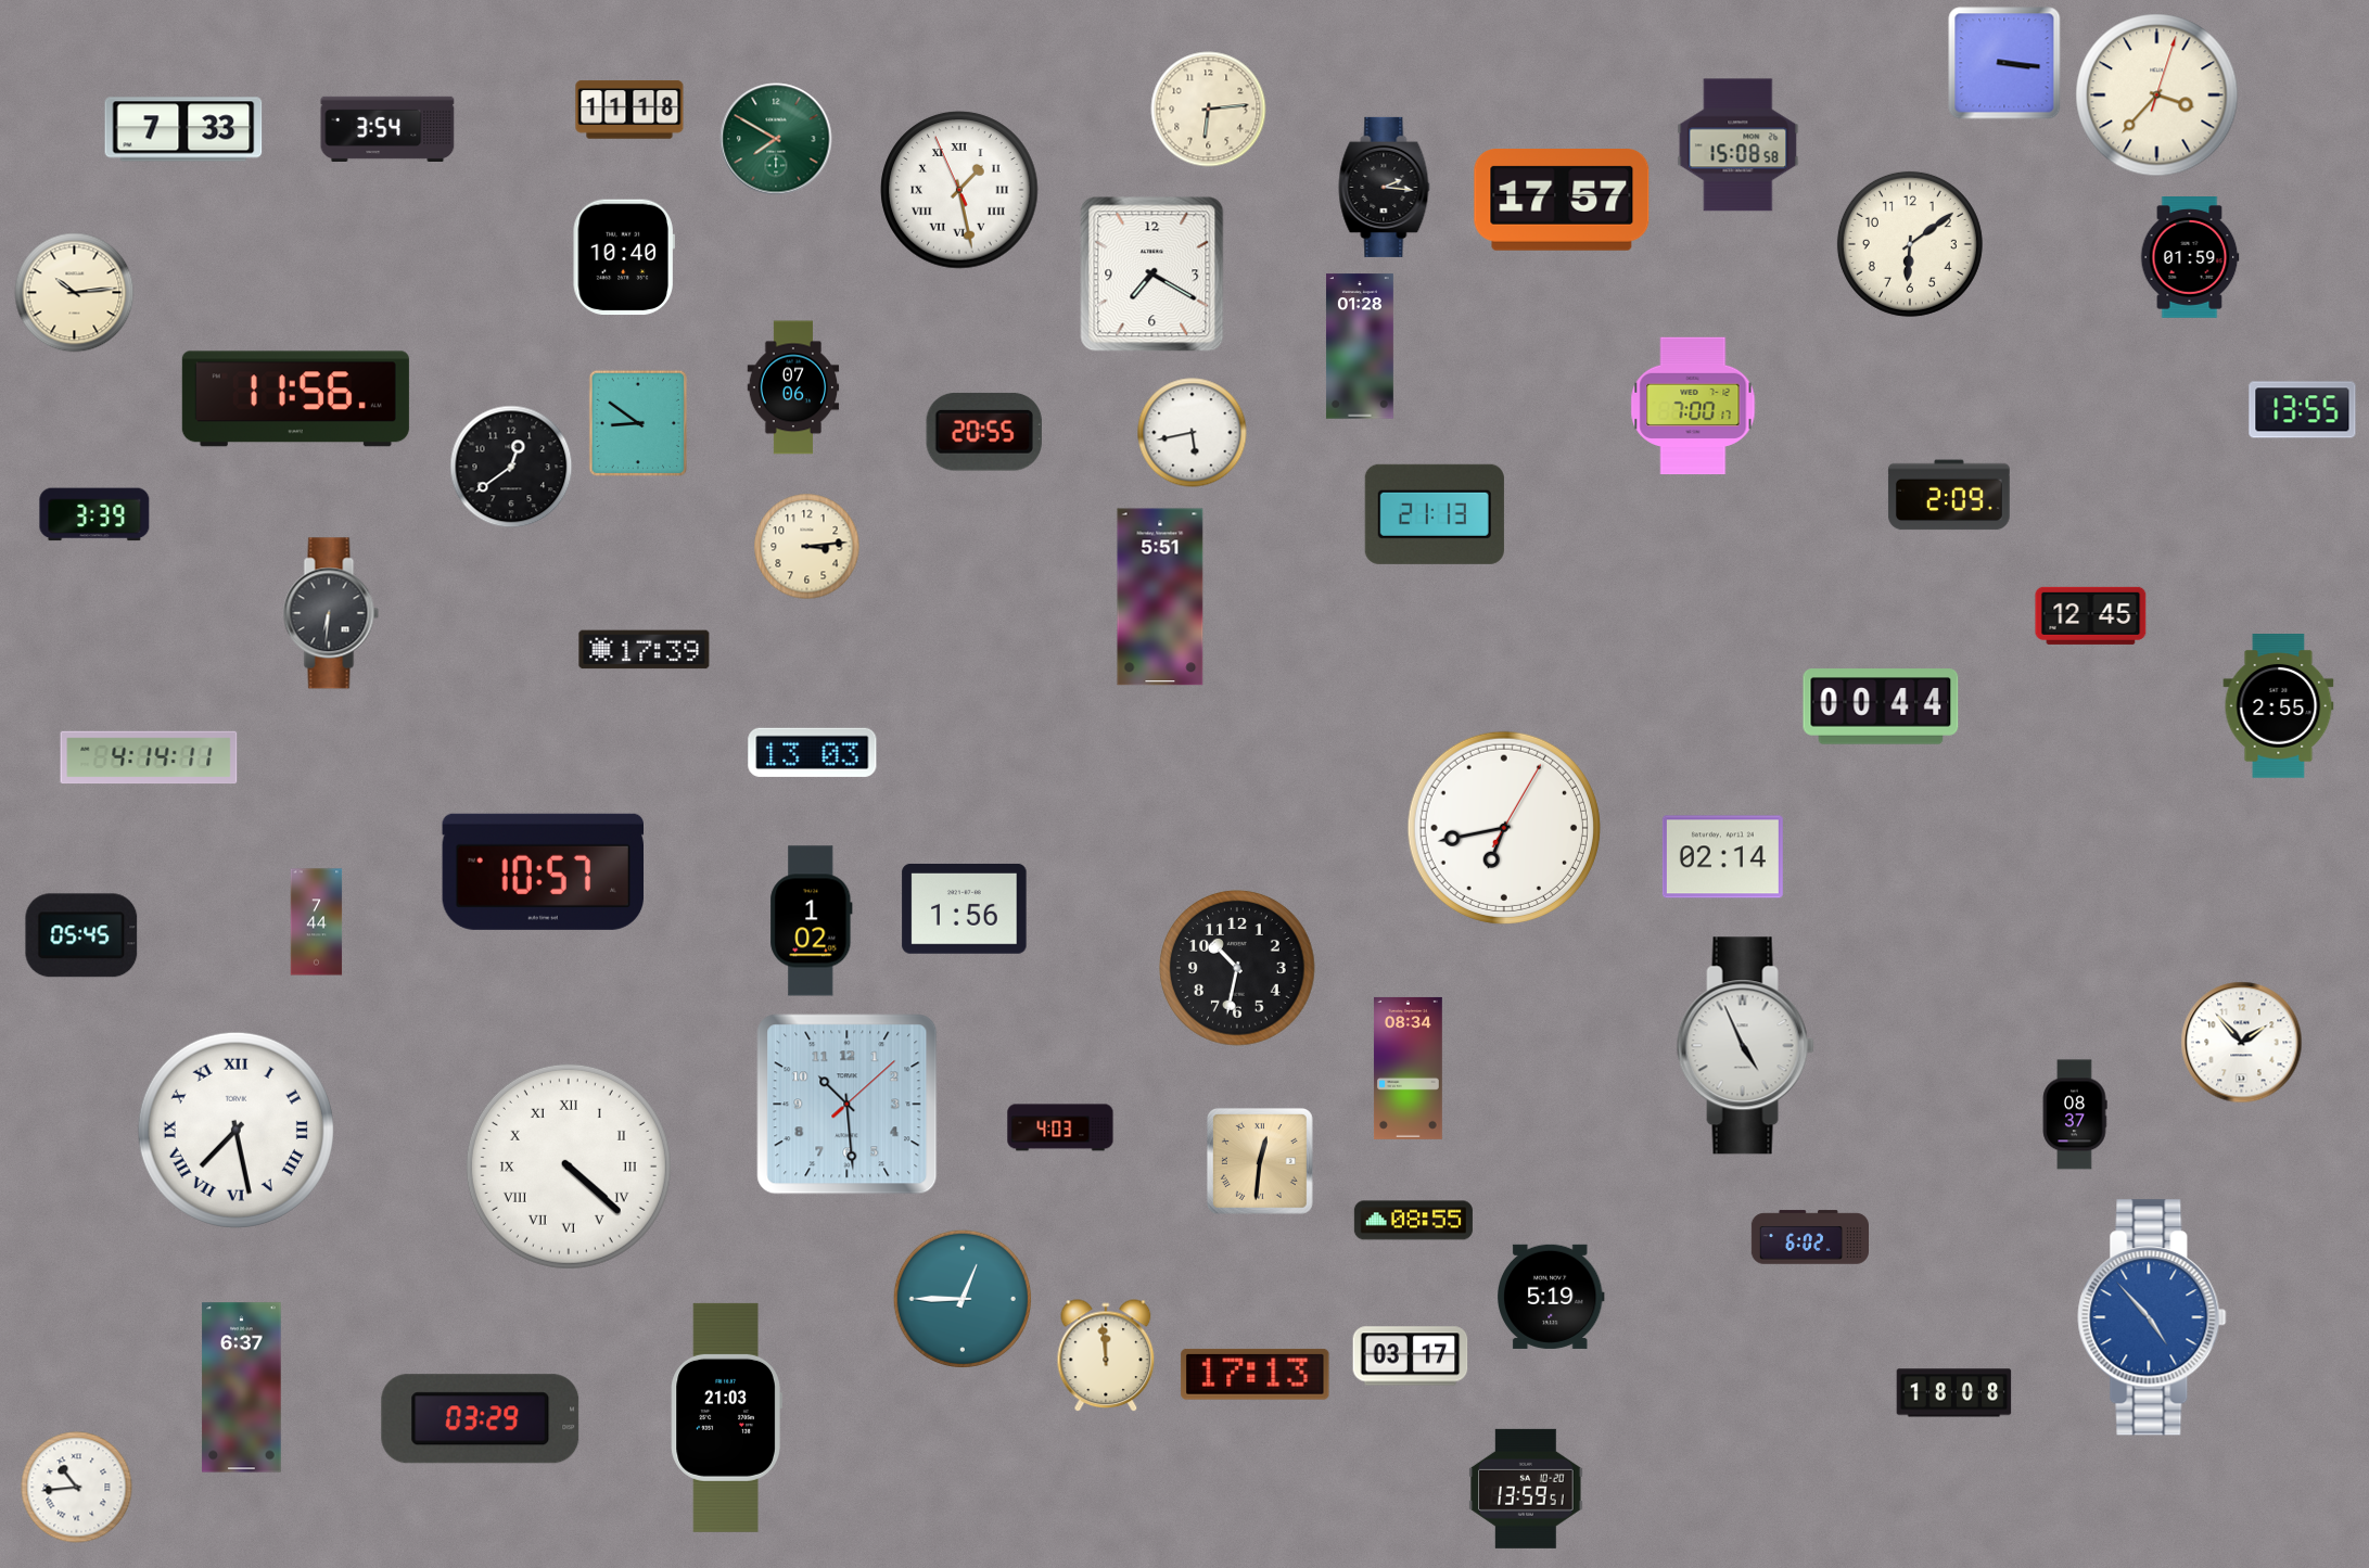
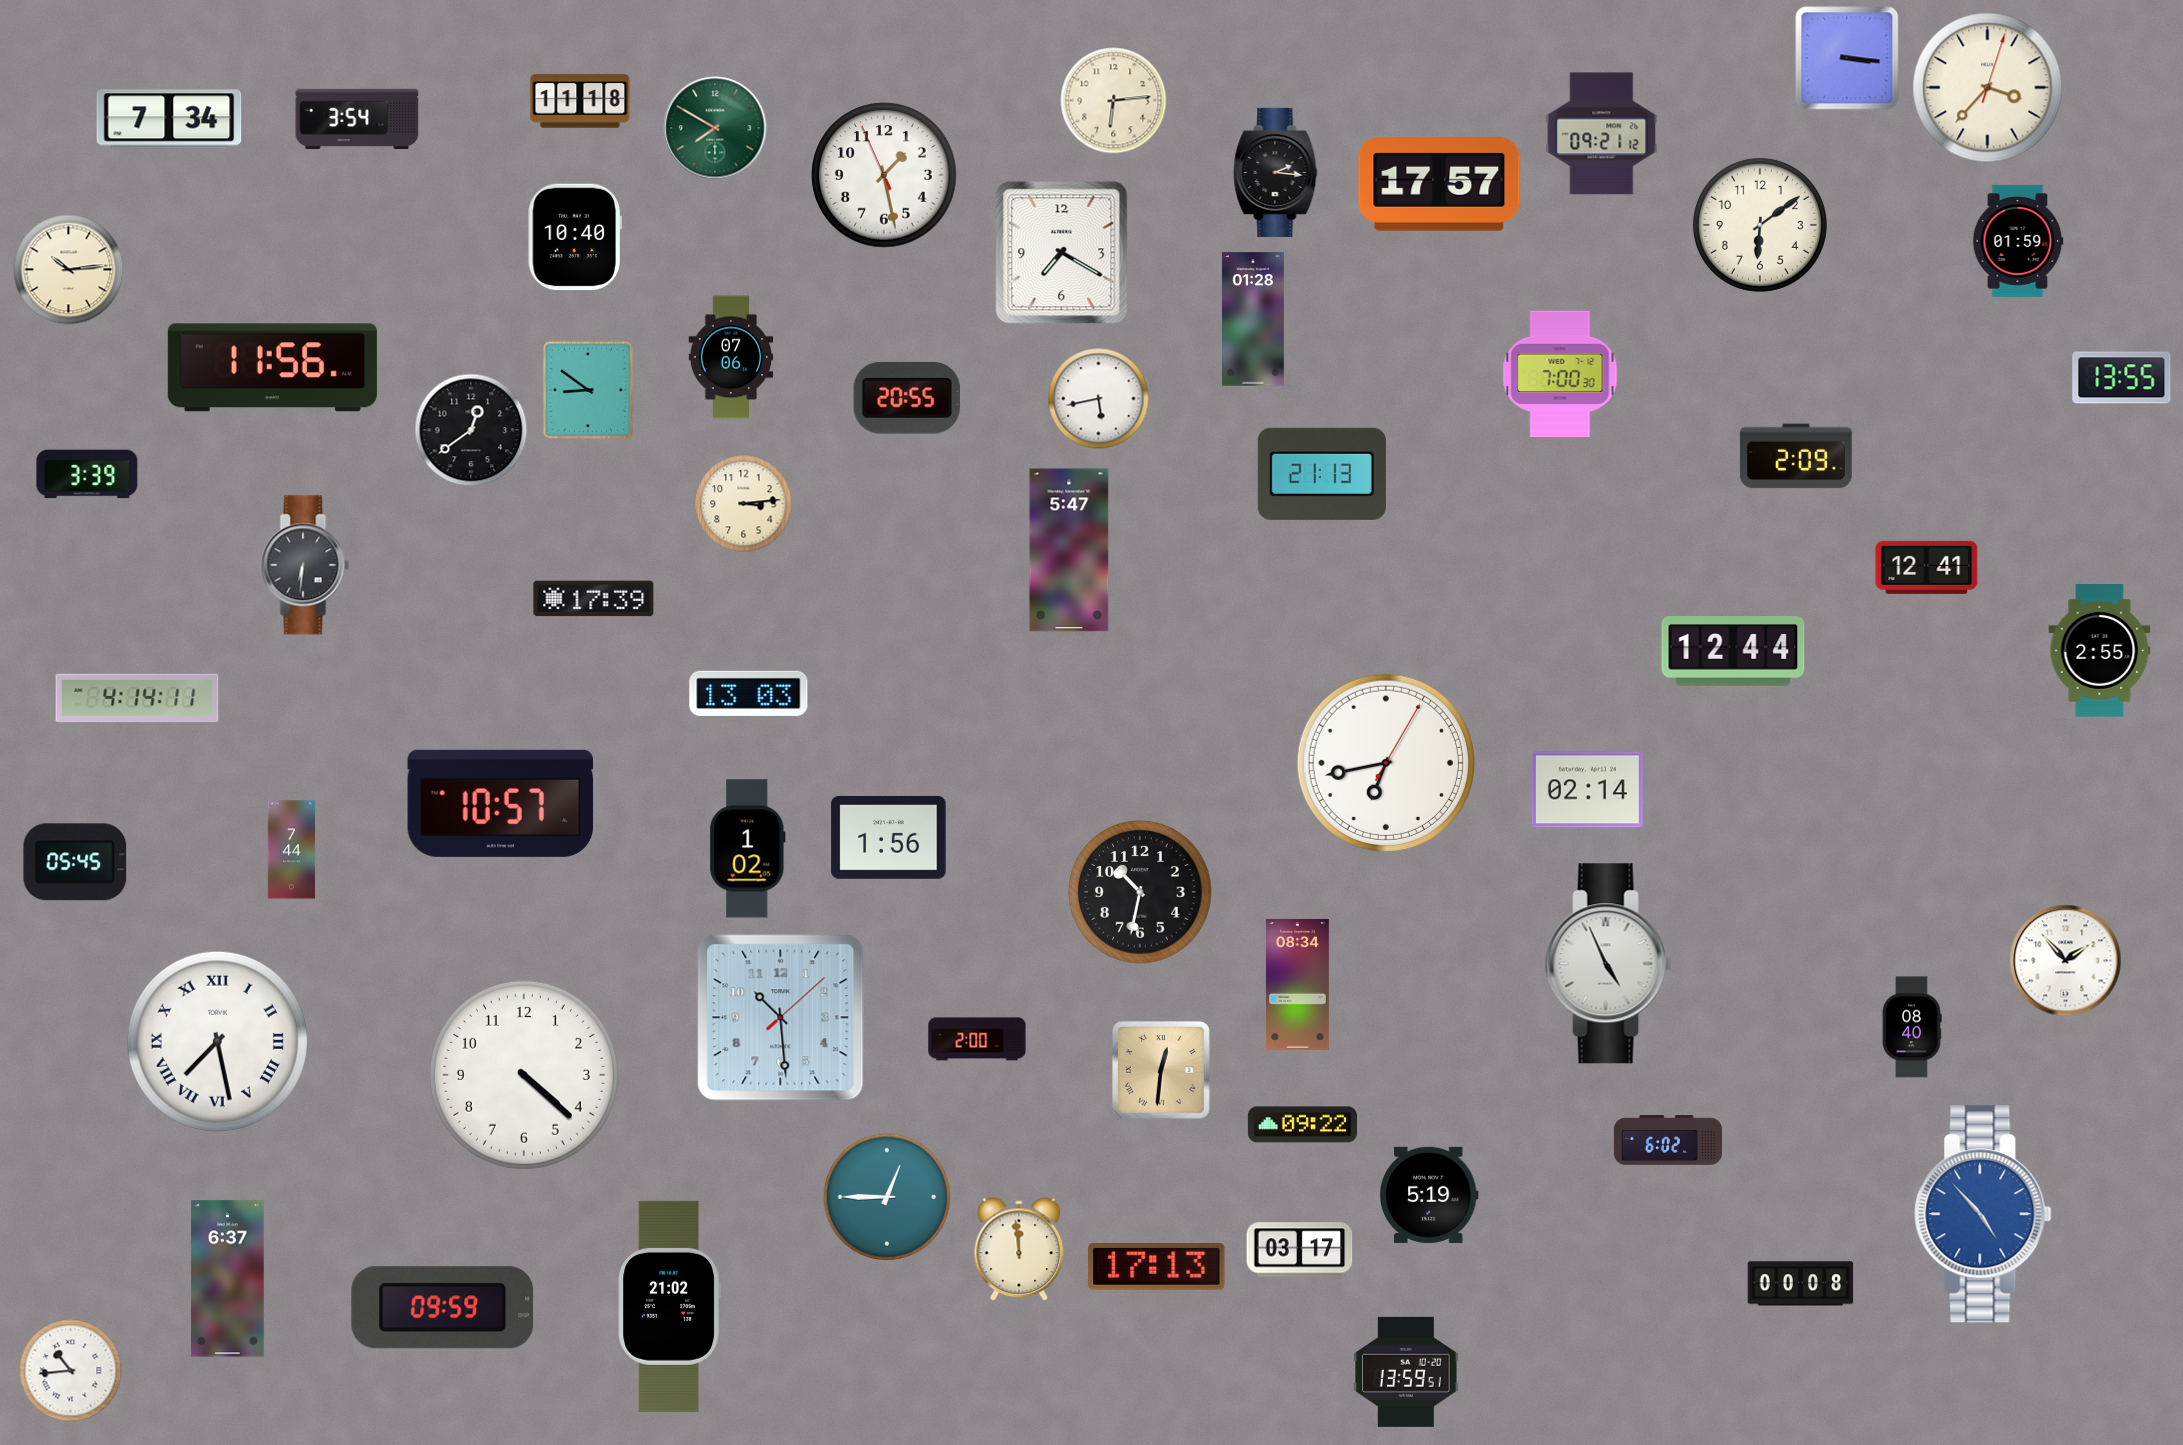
clock at (183, 129): 7:33 -> 7:34
clock at (1738, 145): 15:08 -> 09:21
clock at (959, 190) numerals: Roman -> Arabic
clock at (2190, 258) position: (2190, 258) -> (2018, 242)
clock at (1693, 406): 7:00:17 -> 7:00:30
clock at (1160, 597): 5:51 -> 5:47
clock at (2091, 615): 12:45 -> 12:41
clock at (1881, 706): 00:44 -> 12:44
clock at (2075, 1114): 08:37 -> 08:40
clock at (1060, 1127): 4:03 -> 2:00
clock at (569, 1167) numerals: Roman -> Arabic
clock at (1413, 1221): 08:55 -> 09:22
clock at (242, 1388) position: (242, 1388) -> (228, 1279)
clock at (1954, 1393): 18:08 -> 00:08
clock at (726, 1417): 21:03 -> 21:02
clock at (481, 1419): 03:29 -> 09:59
